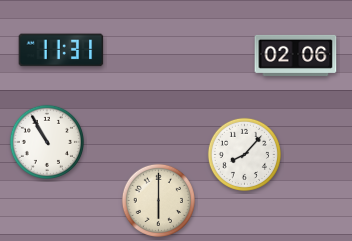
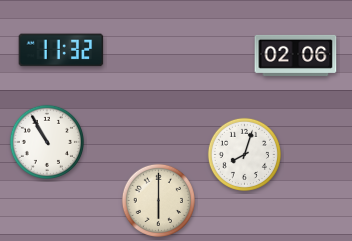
clock at (61, 50): 11:31 -> 11:32
clock at (244, 154): 8:07 -> 8:03
